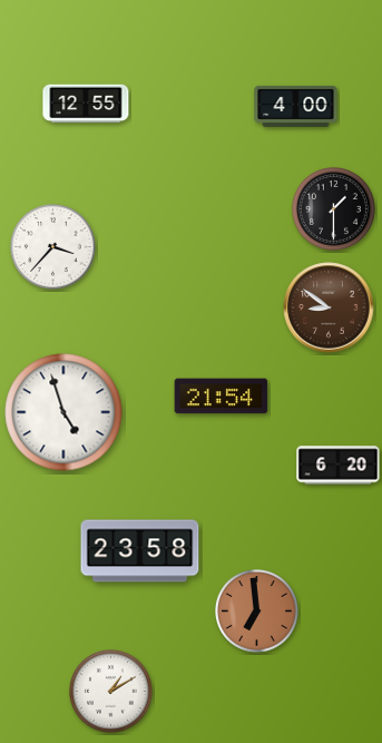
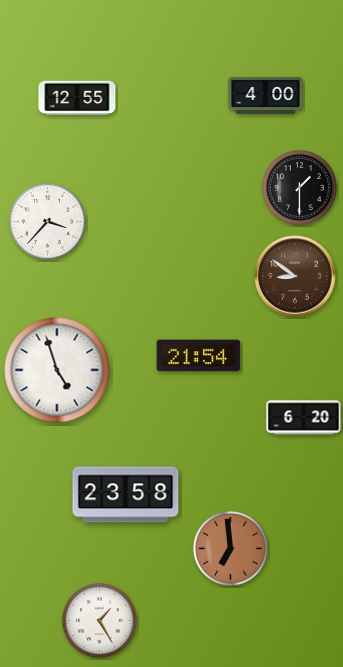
clock at (86, 104) position: (86, 104) -> (77, 98)
clock at (111, 692): 1:10 -> 1:25
